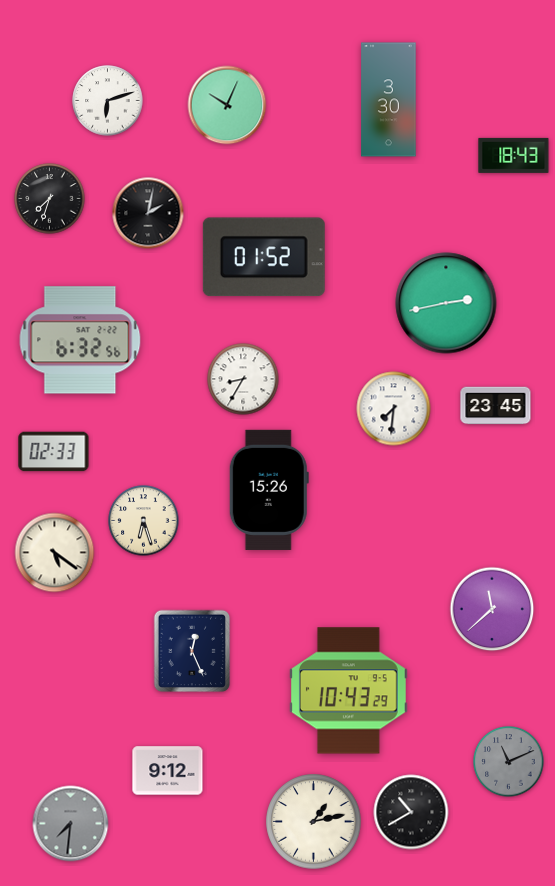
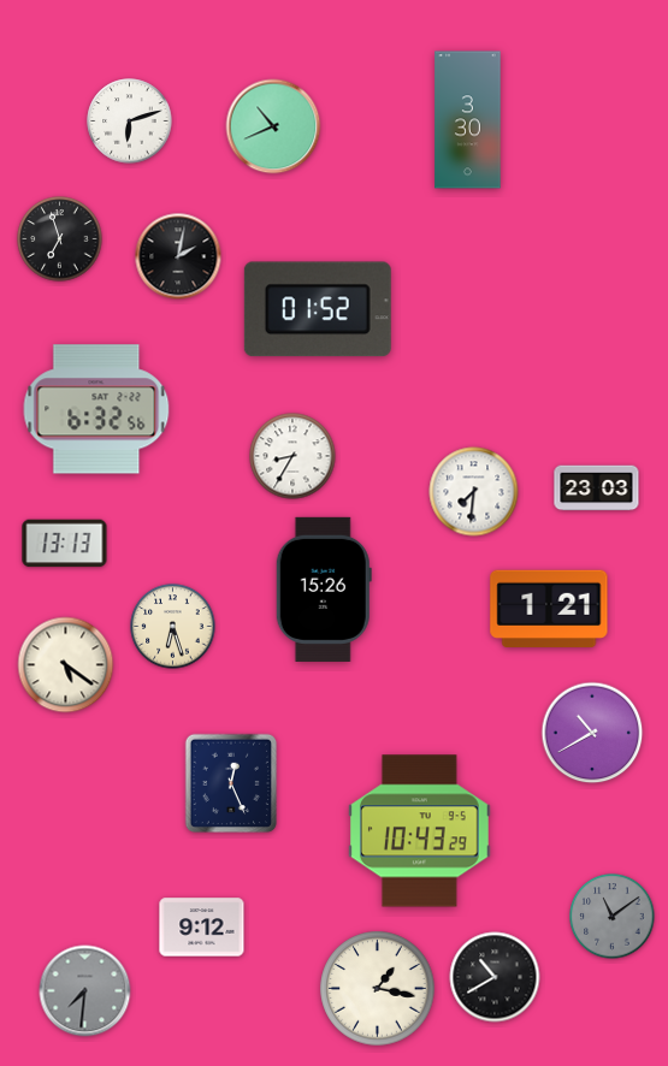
clock at (227, 105): 10:04 -> 10:41
clock at (514, 155): 18:43 -> none
clock at (50, 199): 7:33 -> 6:57
clock at (446, 303): 2:43 -> none
clock at (496, 406): 23:45 -> 23:03
clock at (54, 452): 02:33 -> 13:13
clock at (549, 608): none -> 1:21
clock at (492, 609): 11:38 -> 10:40
clock at (509, 762): 11:11 -> 11:09
clock at (314, 822): 1:13 -> 1:17
